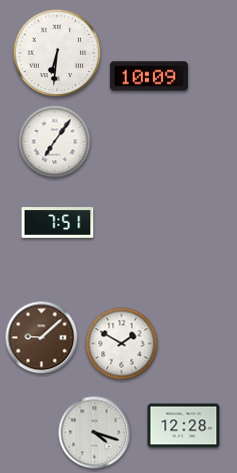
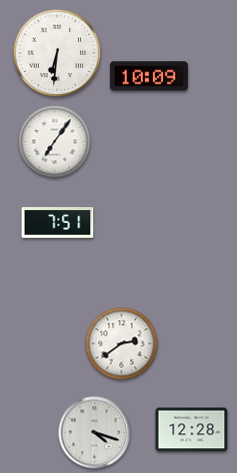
clock at (42, 338): 9:08 -> none
clock at (122, 344): 1:50 -> 2:39
clock at (184, 426) position: (184, 426) -> (192, 430)
